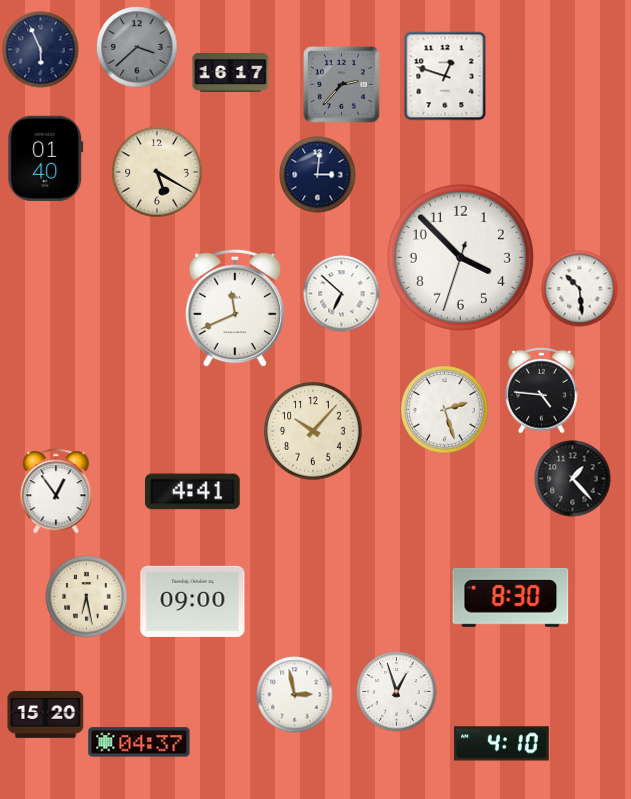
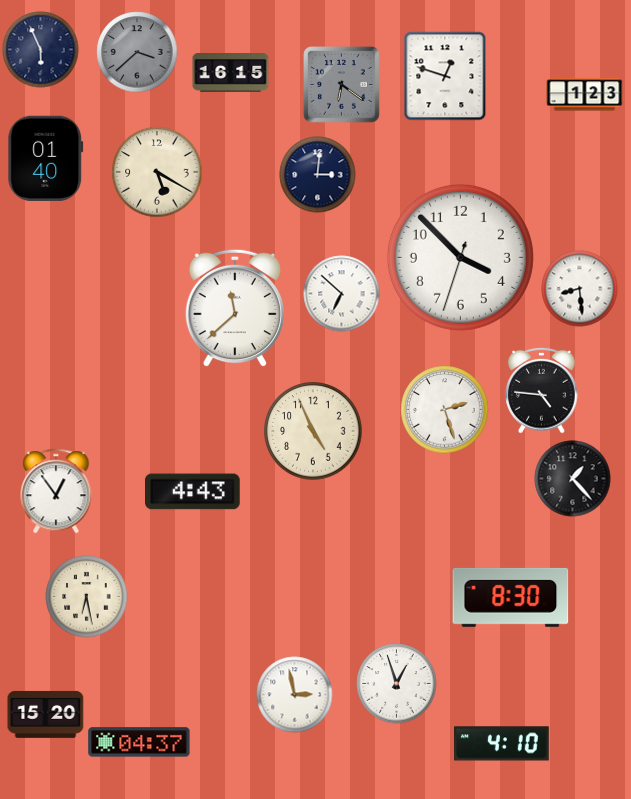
clock at (137, 47) position: (137, 47) -> (137, 52)
clock at (231, 73): 16:17 -> 16:15
clock at (342, 85): 2:37 -> 6:21
clock at (585, 95): none -> 1:23
clock at (580, 289): 10:29 -> 8:29
clock at (235, 308): 11:41 -> 11:38
clock at (313, 431): 10:07 -> 4:56
clock at (193, 492): 4:41 -> 4:43
clock at (193, 601): 09:00 -> none
clock at (397, 692) position: (397, 692) -> (397, 684)
